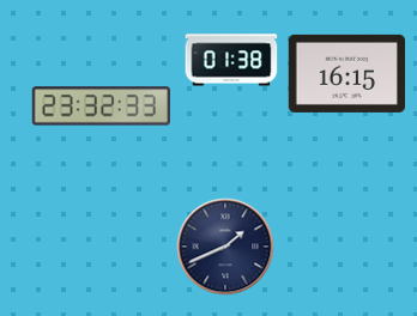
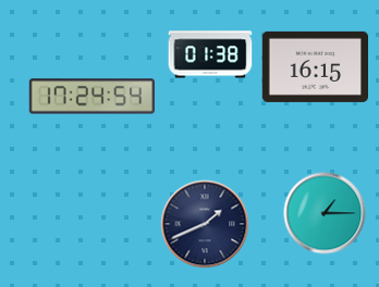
clock at (101, 107): 23:32 -> 17:24
clock at (325, 213): none -> 1:15
